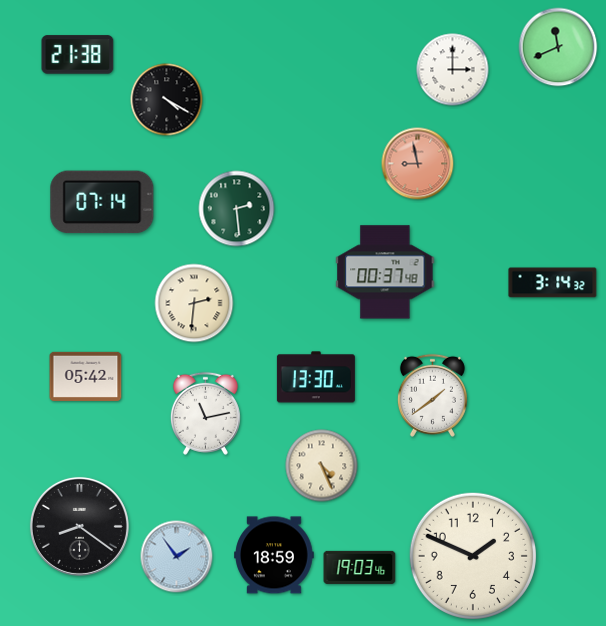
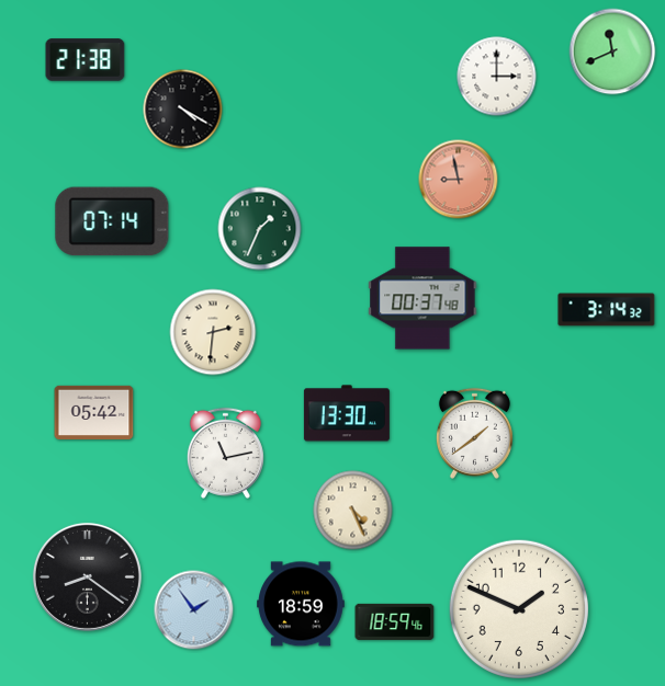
clock at (237, 209): 2:29 -> 1:34
clock at (274, 555) position: (274, 555) -> (301, 604)
clock at (360, 567): 19:03 -> 18:59
